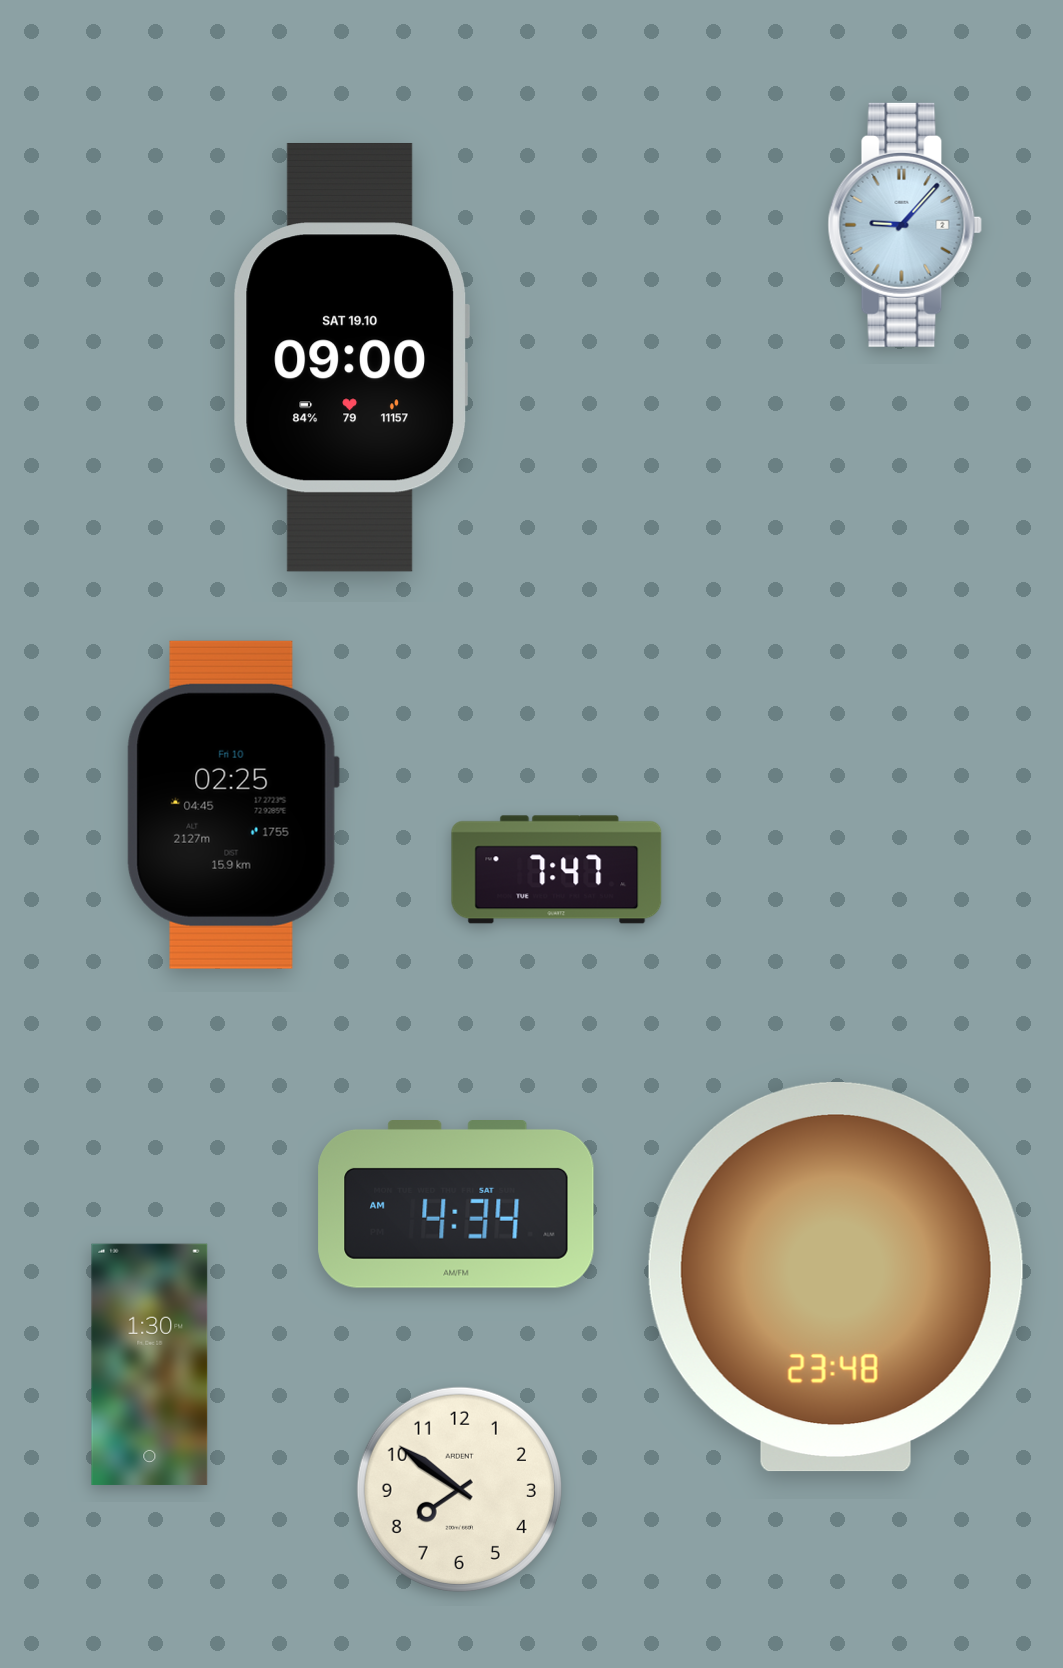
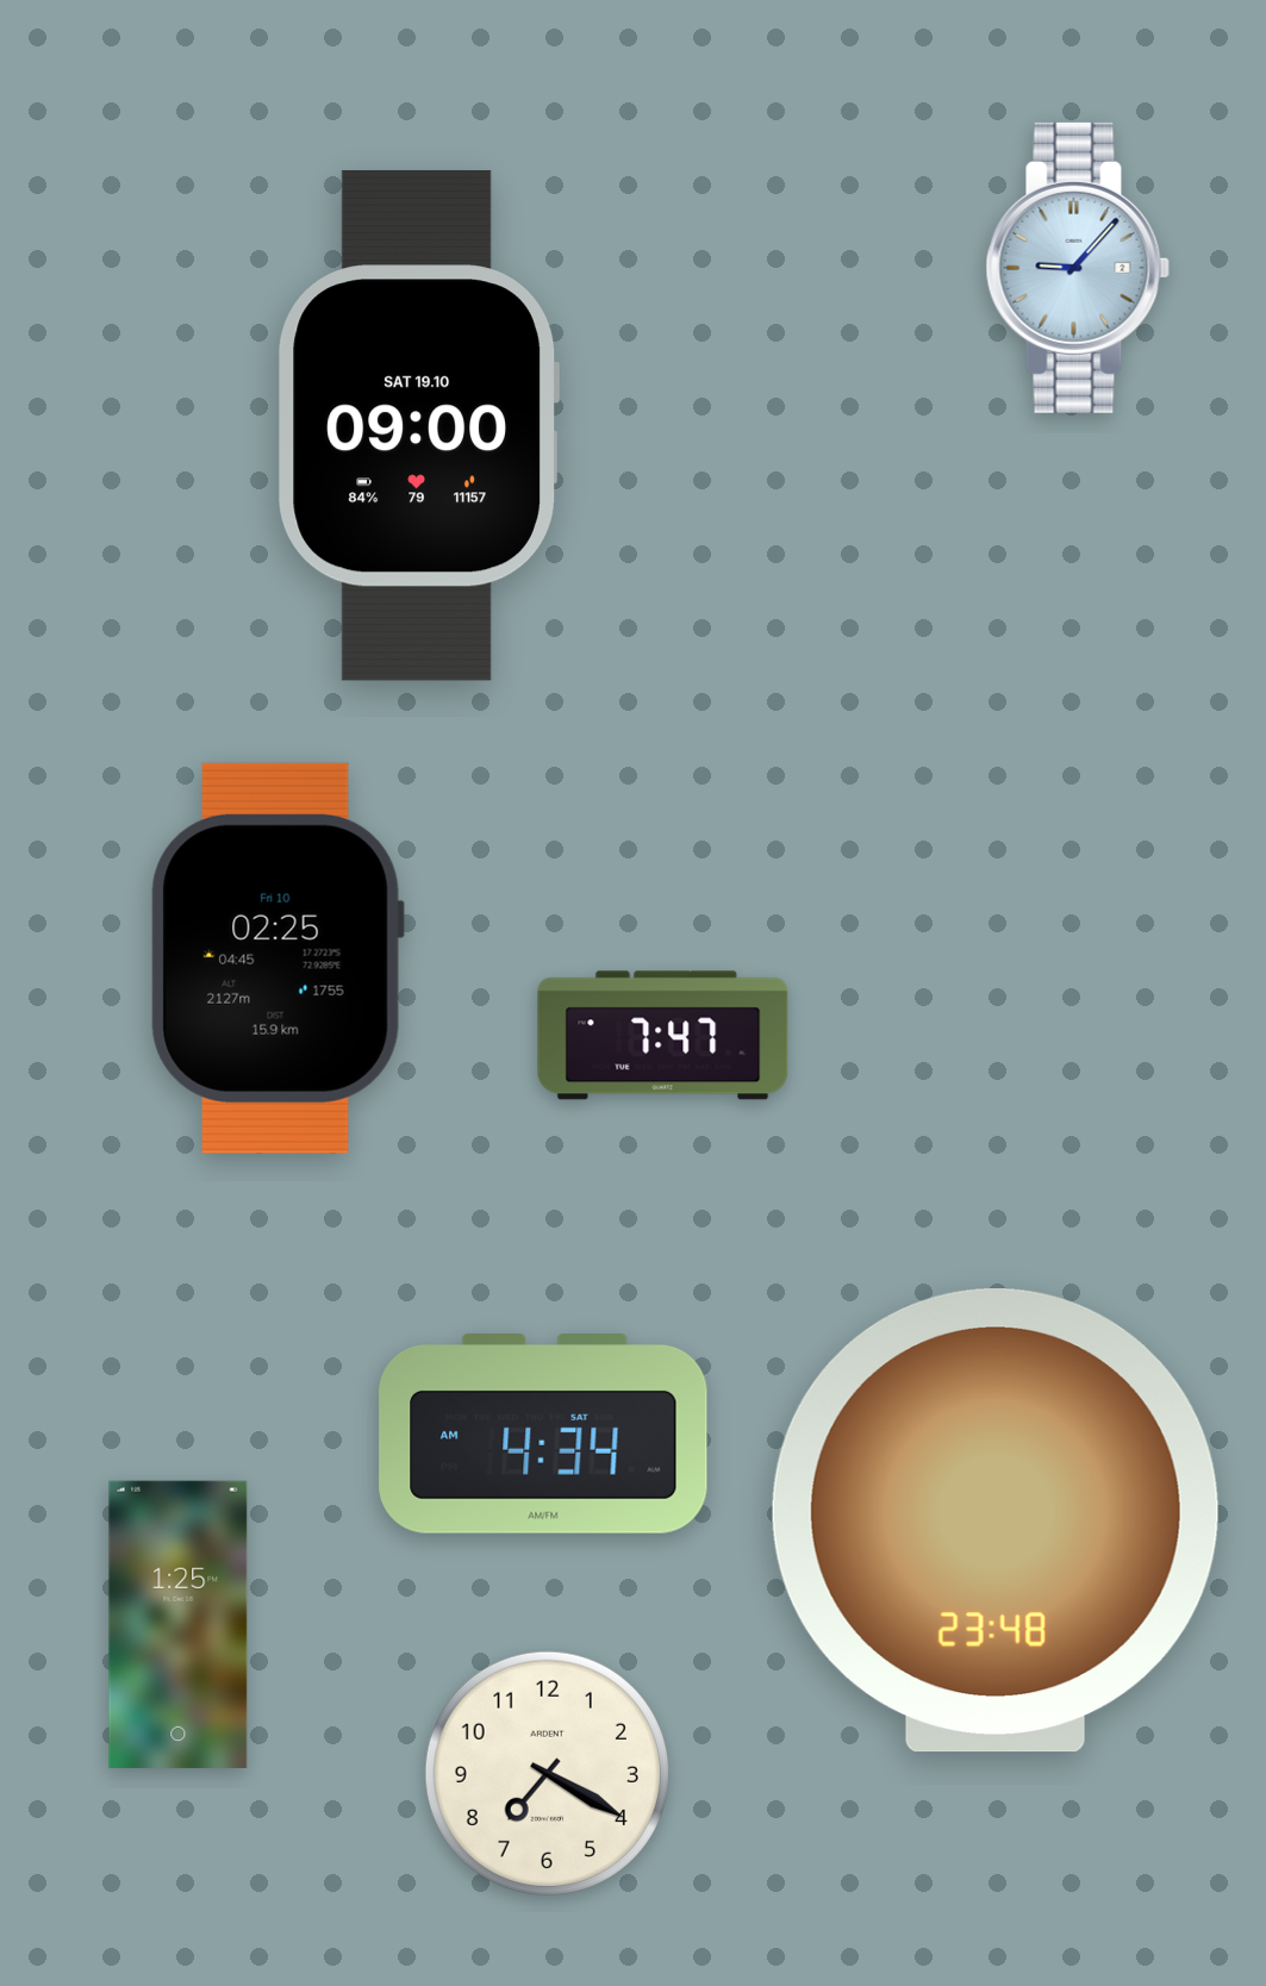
clock at (150, 1364): 1:30 -> 1:25
clock at (459, 1489): 7:51 -> 7:20
